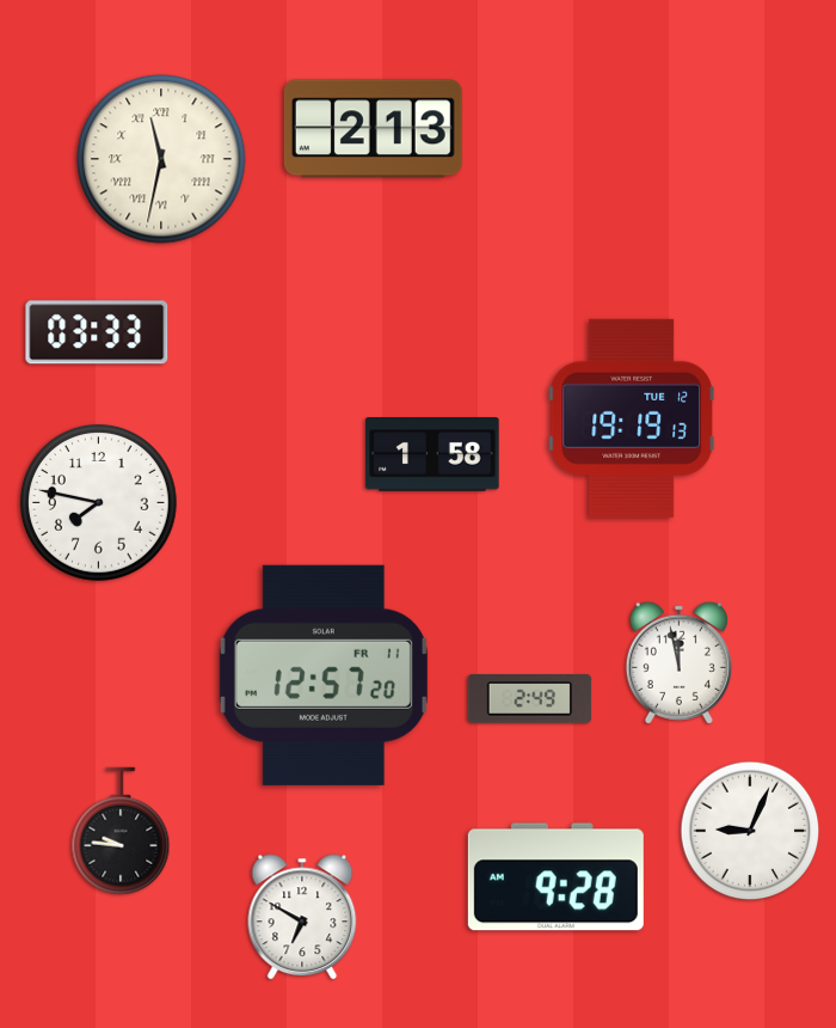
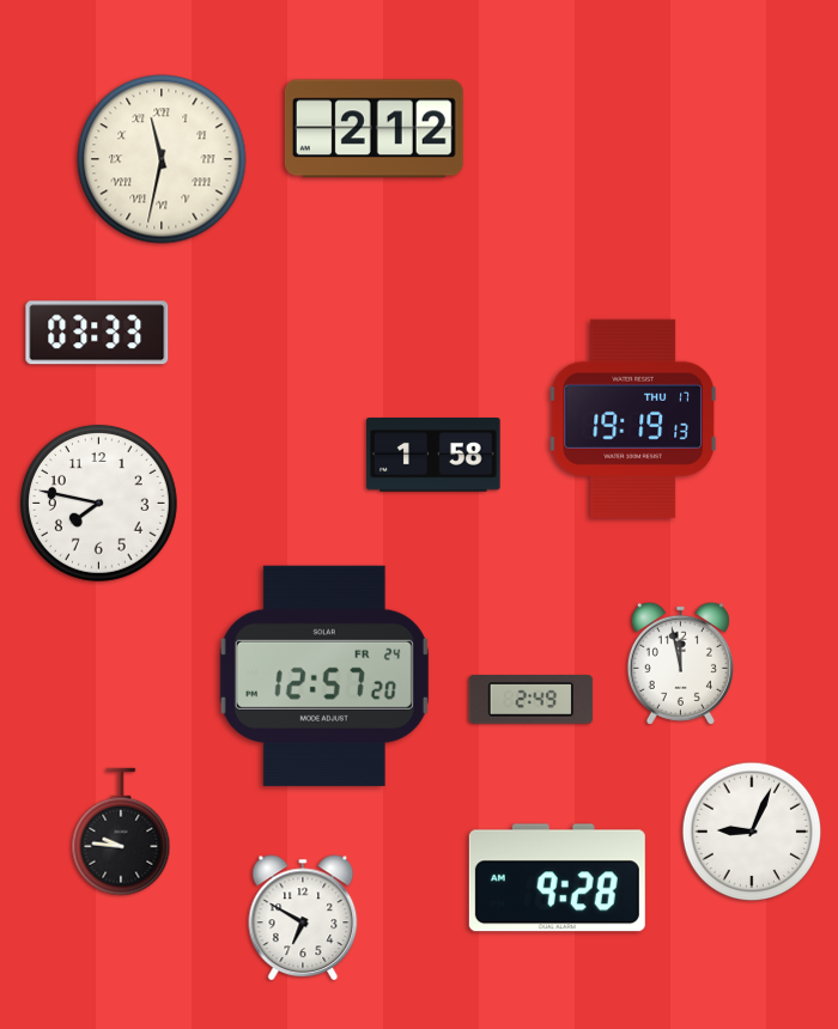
clock at (373, 129): 2:13 -> 2:12
clock at (632, 418) date: TUE 12 -> THU 17
clock at (324, 675) date: FR 11 -> FR 24
